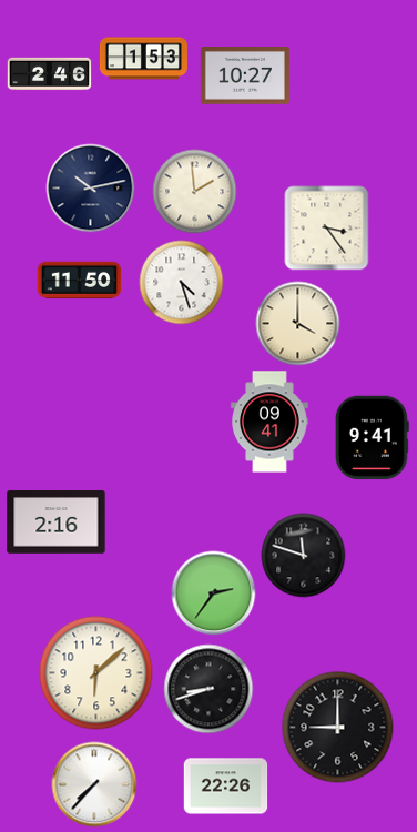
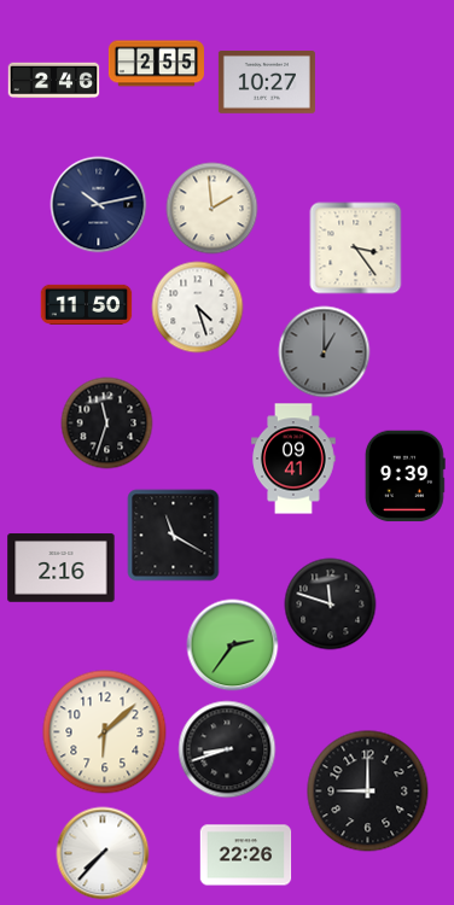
clock at (143, 59): 1:53 -> 2:55
clock at (298, 324): 4:00 -> 1:00
clock at (298, 324) dial: cream -> grey
clock at (107, 424): none -> 11:33
clock at (372, 438): 9:41 -> 9:39
clock at (174, 536): none -> 11:20
